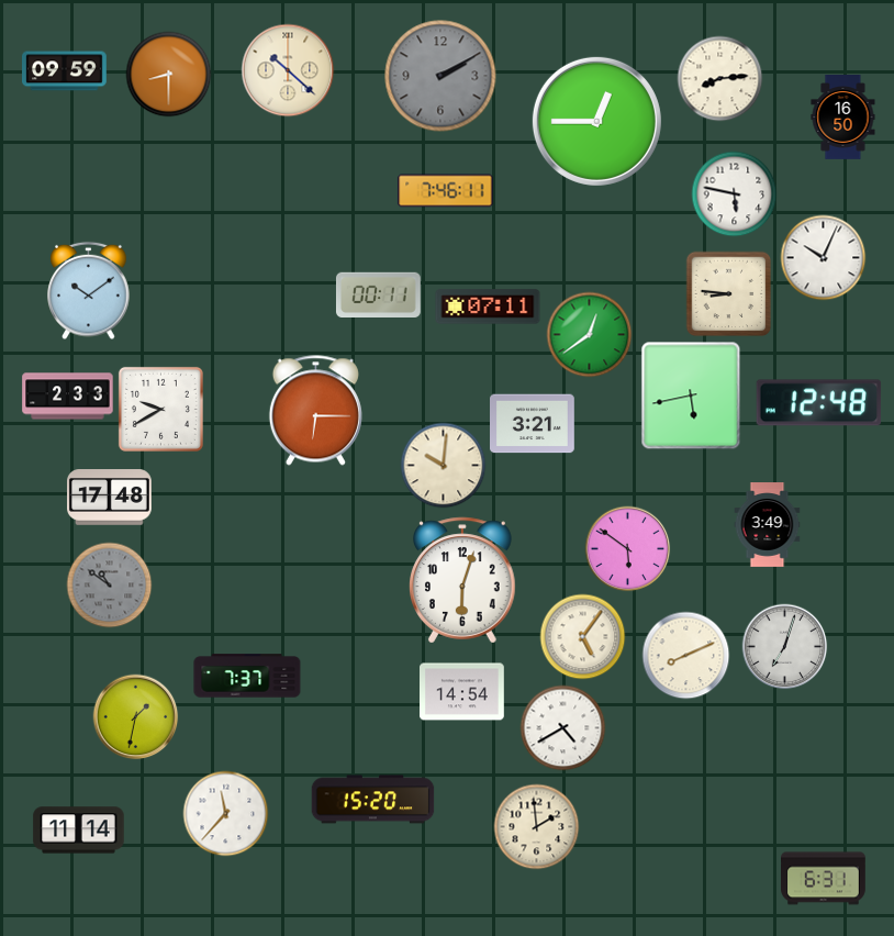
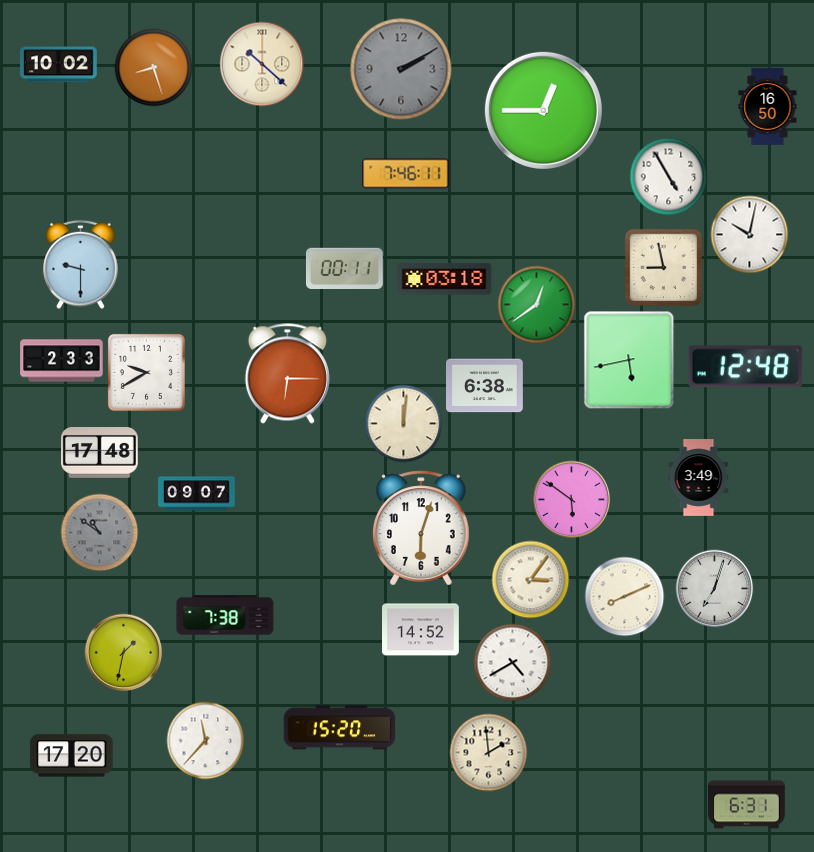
clock at (65, 71): 09:59 -> 10:02
clock at (168, 74): 8:30 -> 8:27
clock at (719, 78): 8:14 -> none
clock at (734, 193): 5:47 -> 4:55
clock at (823, 257): 10:04 -> 10:02
clock at (89, 290): 10:09 -> 9:30
clock at (728, 293): 8:46 -> 8:58
clock at (488, 307): 07:11 -> 03:18
clock at (533, 424): 3:21 -> 6:38
clock at (443, 465): 10:01 -> 12:01
clock at (197, 494): none -> 09:07
clock at (582, 636): 5:06 -> 3:06
clock at (247, 676): 7:37 -> 7:38
clock at (462, 692): 14:54 -> 14:52
clock at (79, 831): 11:14 -> 17:20
clock at (824, 879) position: (824, 879) -> (747, 805)
